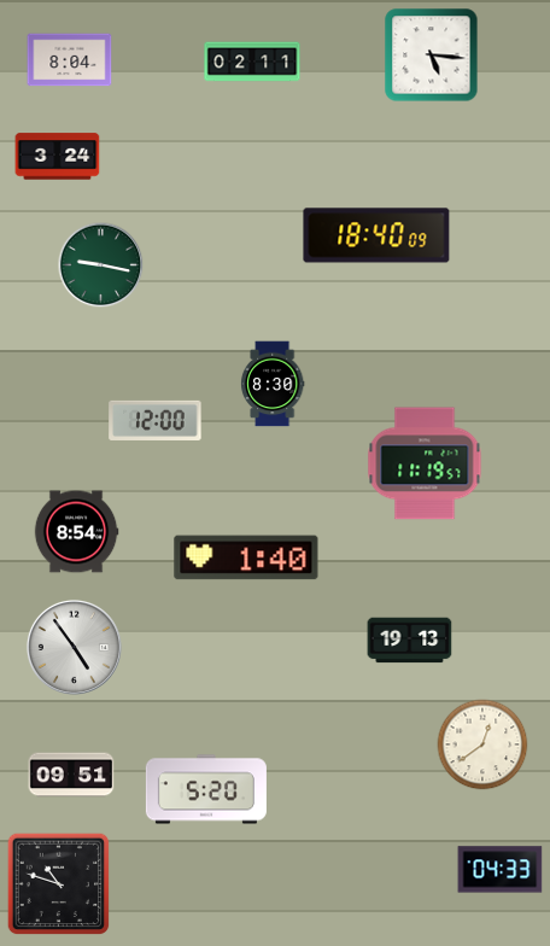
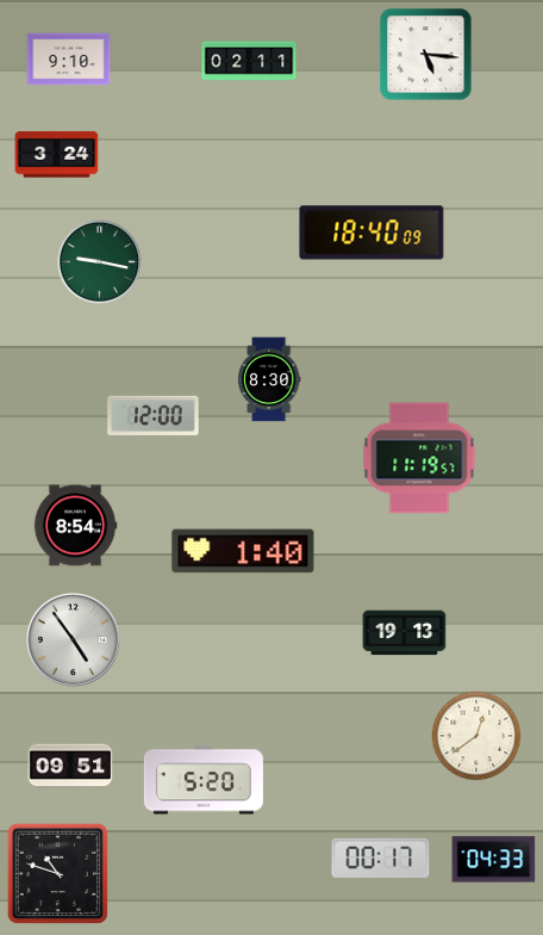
clock at (70, 60): 8:04 -> 9:10
clock at (381, 857): none -> 00:17
